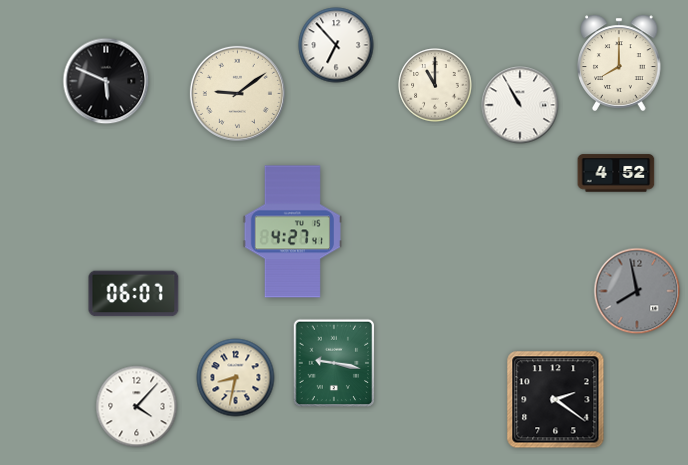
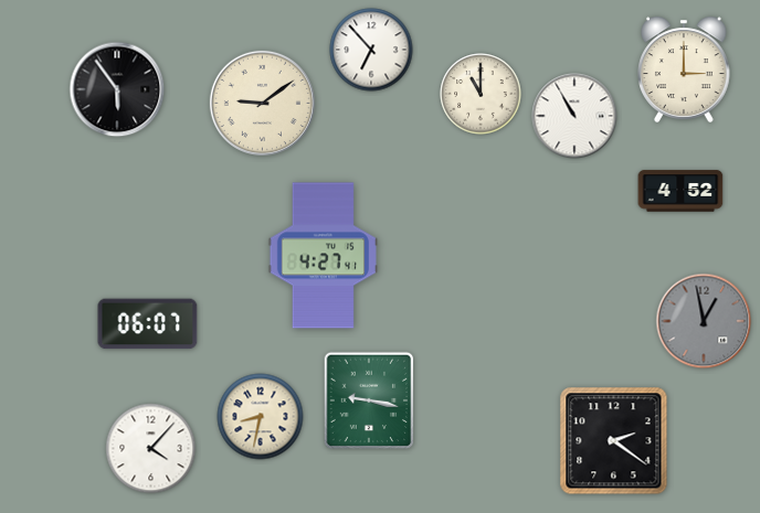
clock at (619, 63): 8:00 -> 3:00
clock at (106, 81): 5:49 -> 5:54
clock at (637, 291): 7:58 -> 12:58
